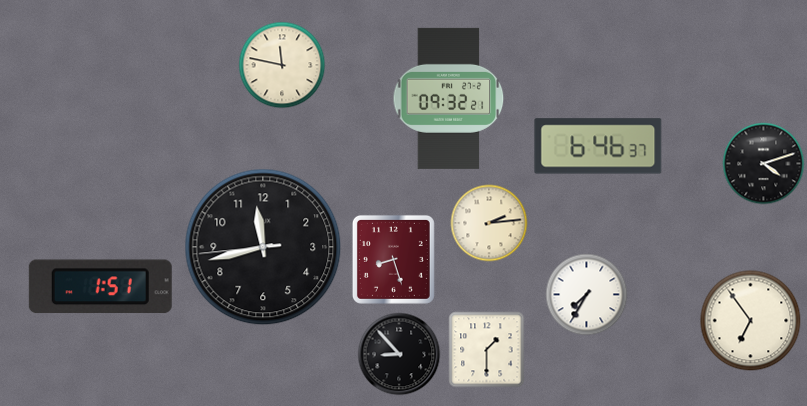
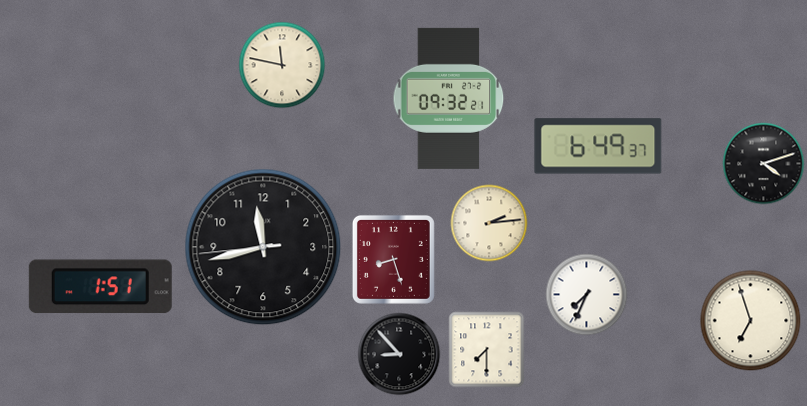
clock at (598, 146): 6:46 -> 6:49
clock at (587, 295): 7:35 -> 7:34
clock at (751, 321): 6:54 -> 6:57
clock at (487, 350): 1:30 -> 7:30
